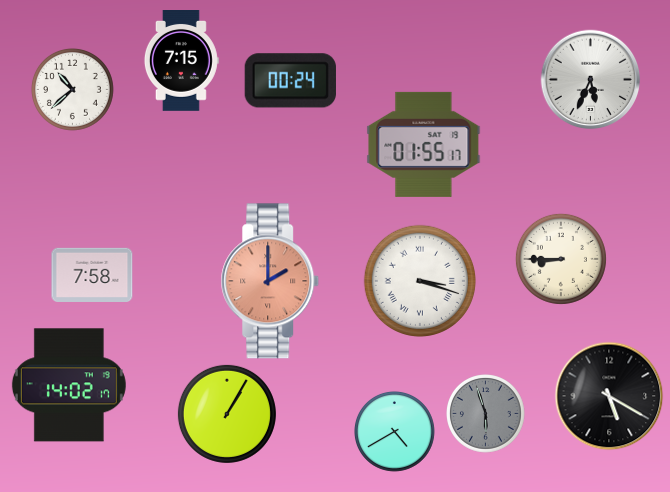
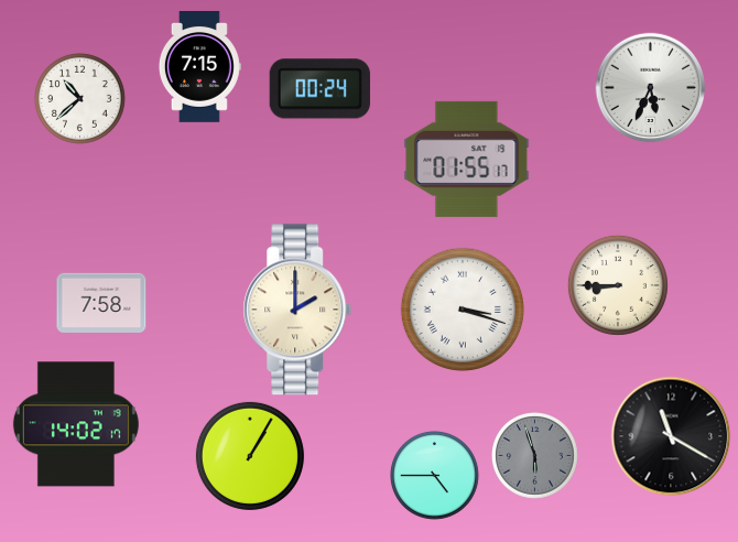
clock at (270, 281) dial: salmon -> cream
clock at (609, 396): 5:20 -> 11:20
clock at (395, 432): 4:40 -> 4:45
